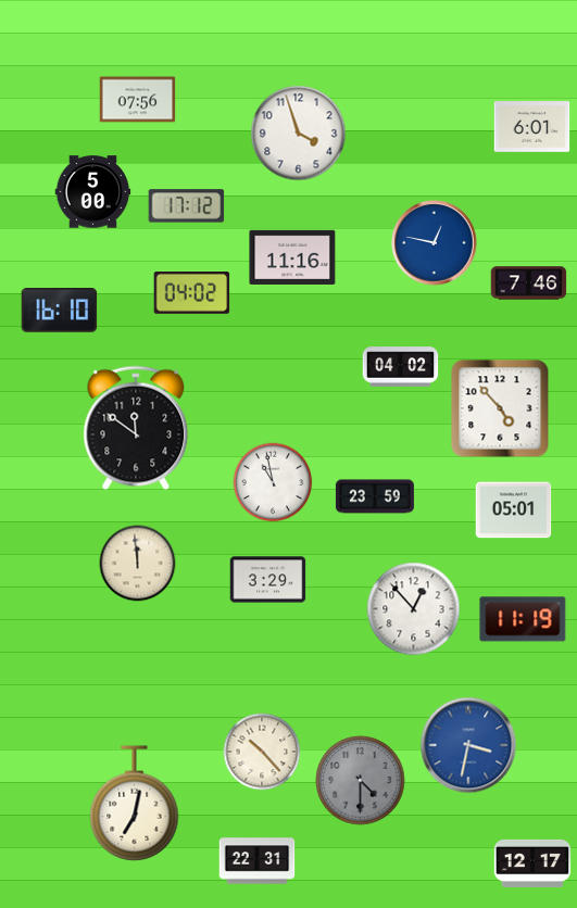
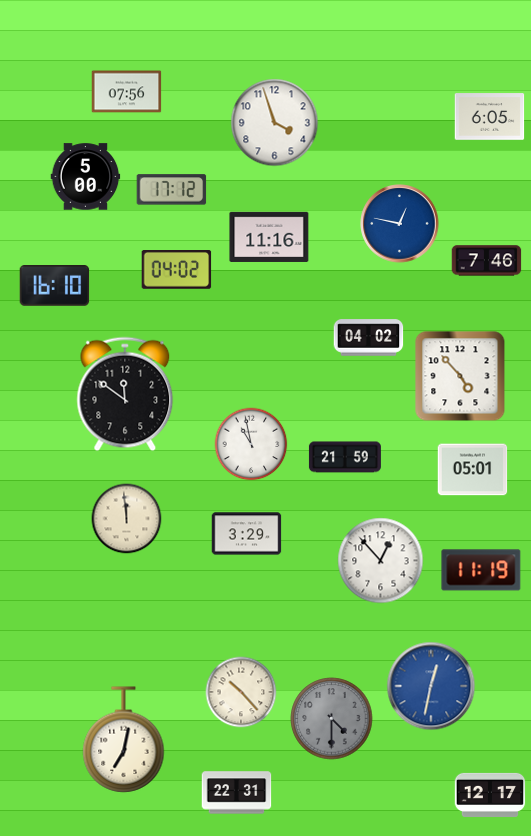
clock at (532, 127): 6:01 -> 6:05
clock at (375, 496): 23:59 -> 21:59
clock at (468, 745): 3:32 -> 12:32
